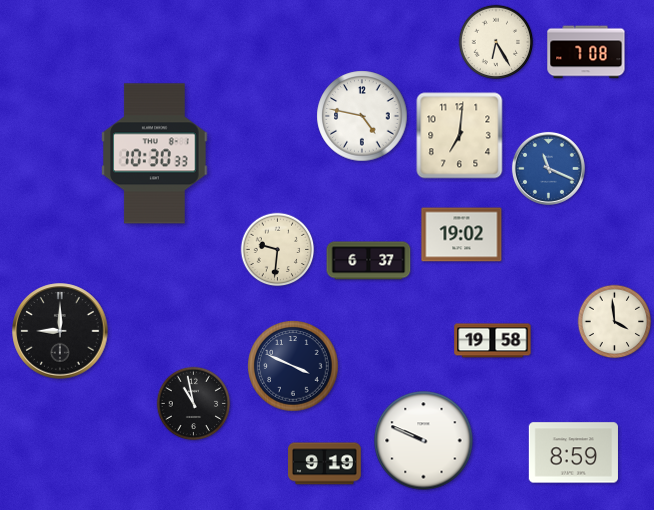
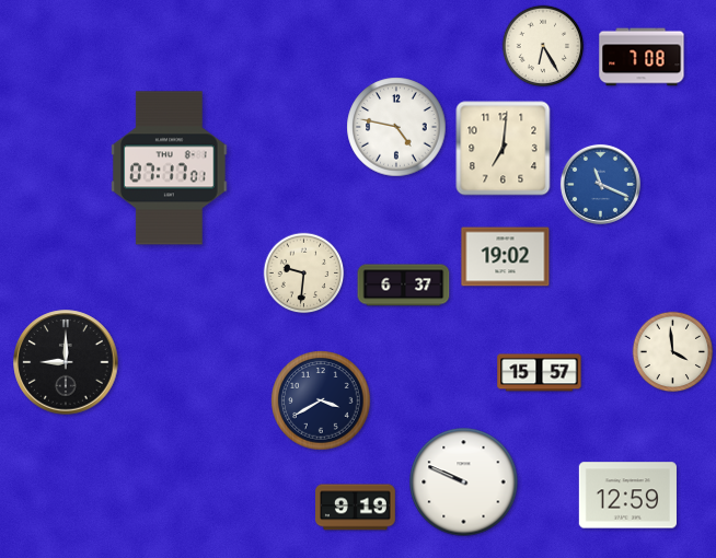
clock at (155, 154): 10:30 -> 07:17
clock at (493, 341): 19:58 -> 15:57
clock at (293, 366): 3:49 -> 3:40
clock at (194, 404): 10:58 -> none
clock at (573, 453): 8:59 -> 12:59
